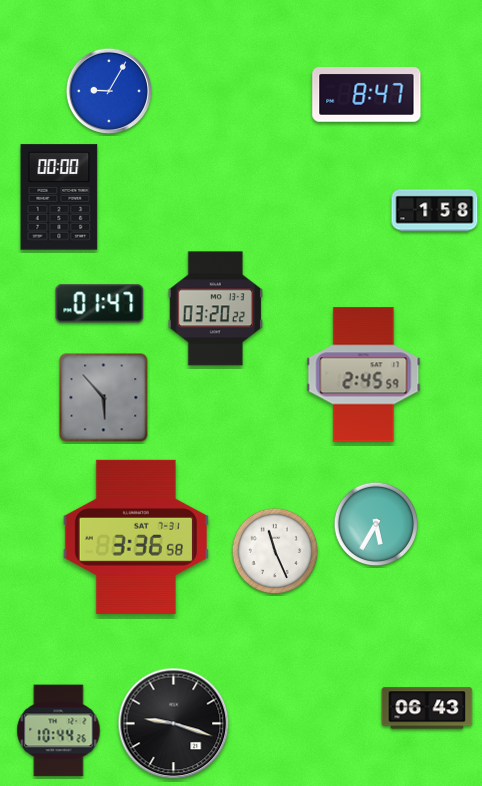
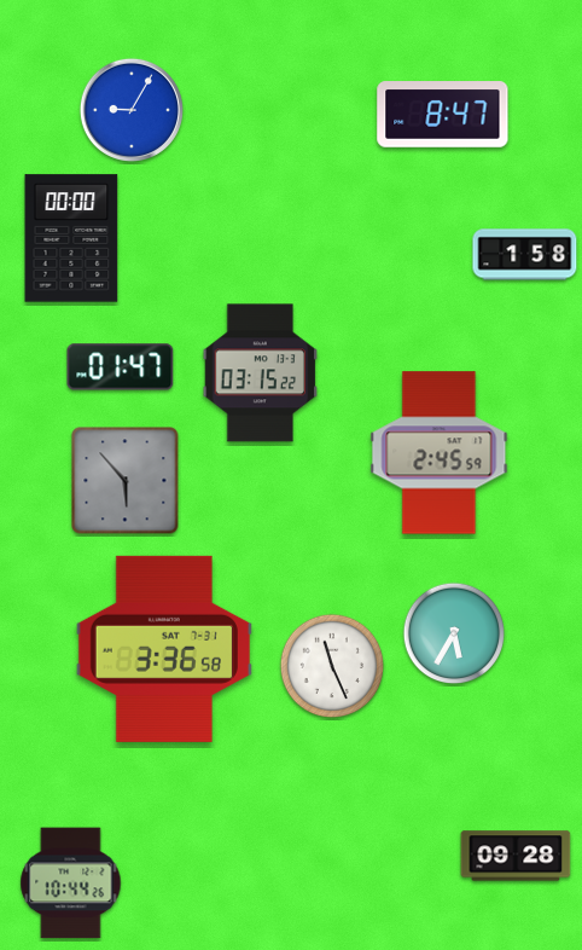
clock at (216, 309): 03:20 -> 03:15
clock at (427, 708): 06:43 -> 09:28
clock at (174, 724): 9:18 -> none
